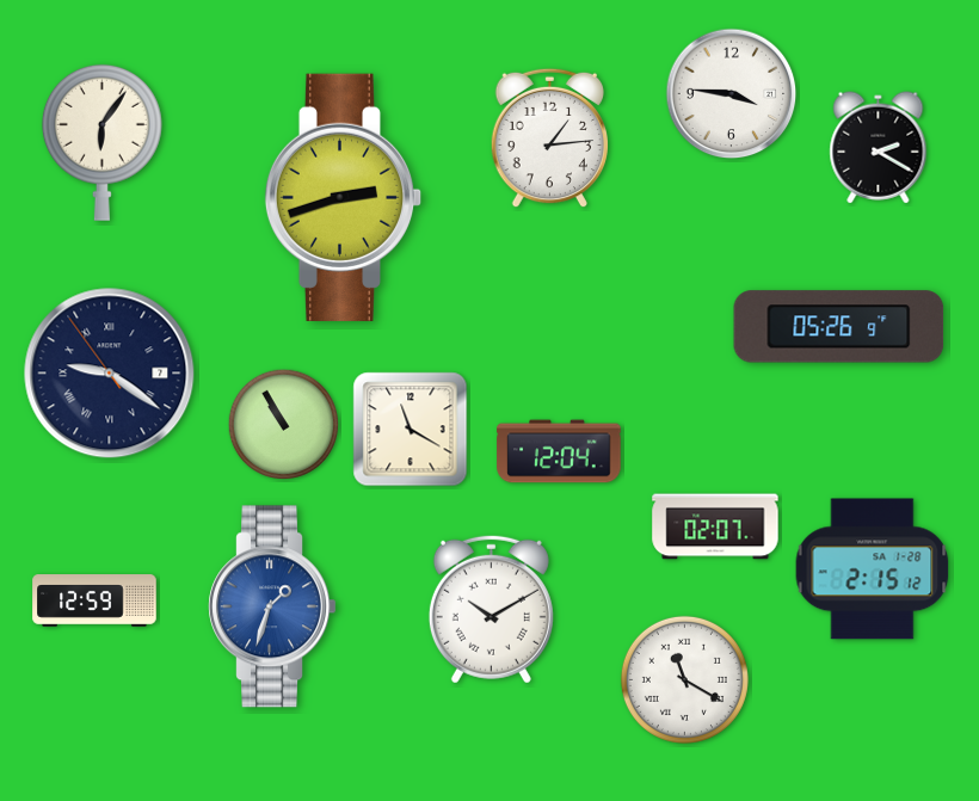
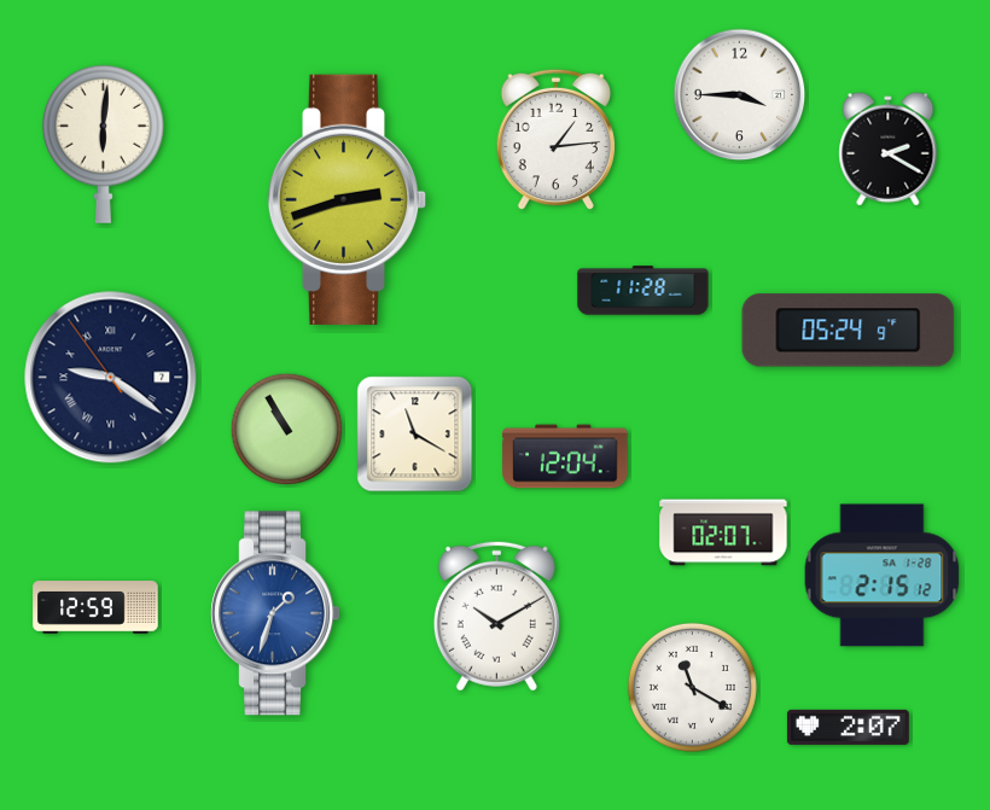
clock at (732, 94): 3:46 -> 3:45
clock at (101, 142): 6:06 -> 6:01
clock at (643, 291): none -> 11:28
clock at (839, 327): 05:26 -> 05:24
clock at (848, 727): none -> 2:07
